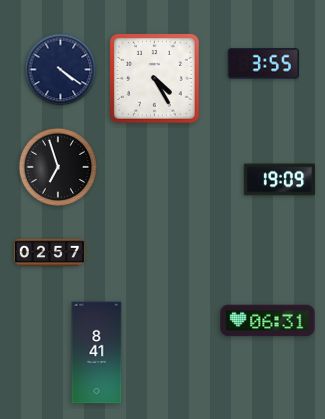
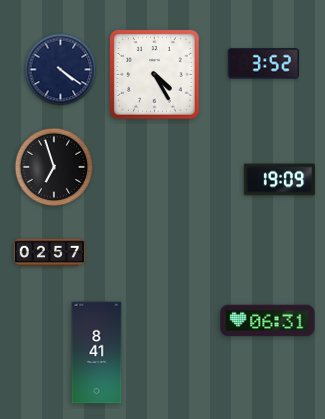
clock at (264, 64): 3:55 -> 3:52
clock at (155, 79) position: (155, 79) -> (155, 75)
clock at (58, 167) position: (58, 167) -> (54, 167)
